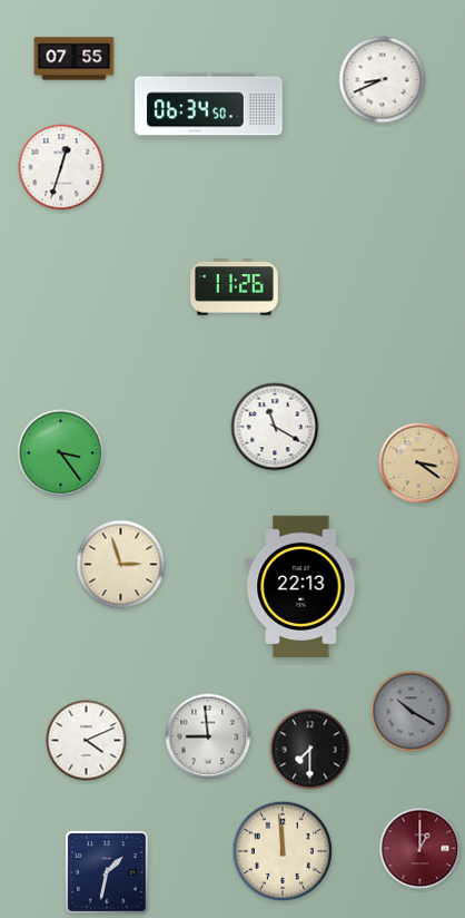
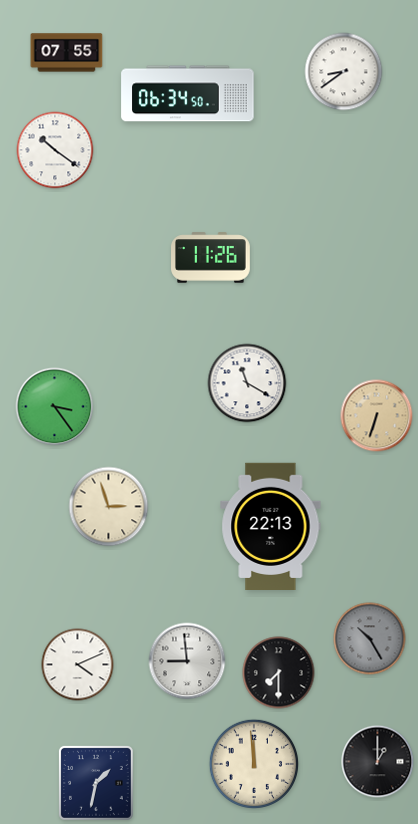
clock at (383, 80): 8:41 -> 8:39
clock at (61, 167): 12:33 -> 10:21
clock at (419, 463): 3:21 -> 6:33
clock at (412, 712): 10:20 -> 10:25
clock at (421, 849) dial: burgundy -> black
